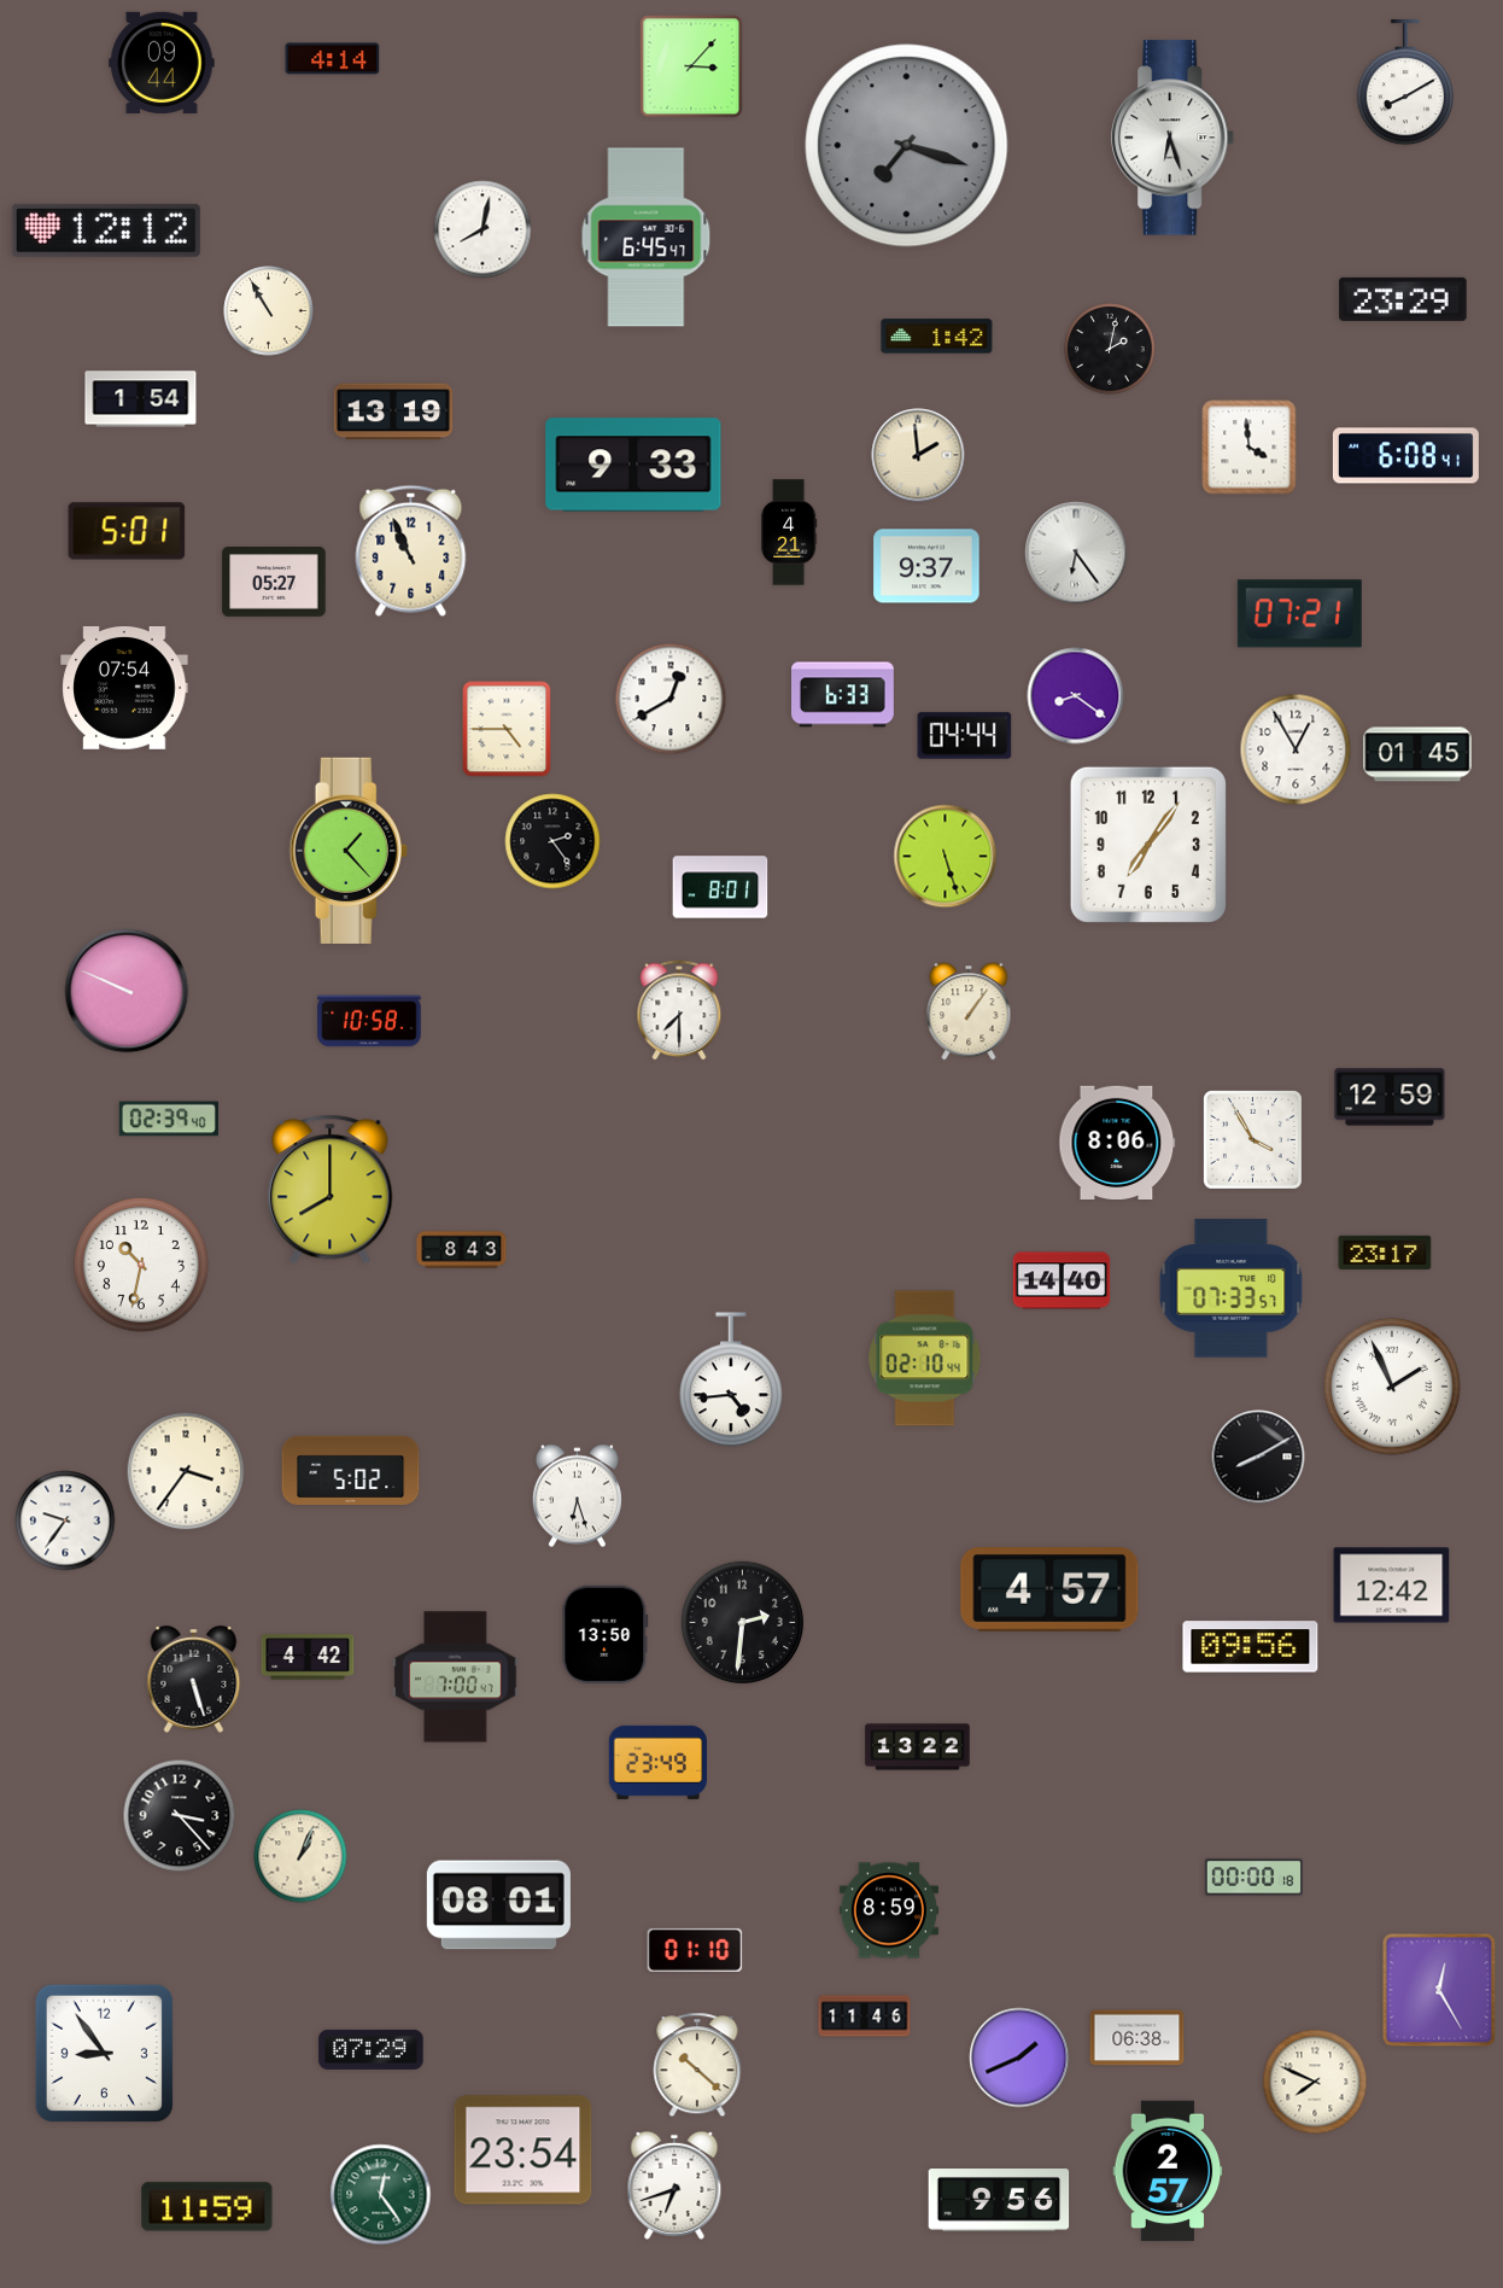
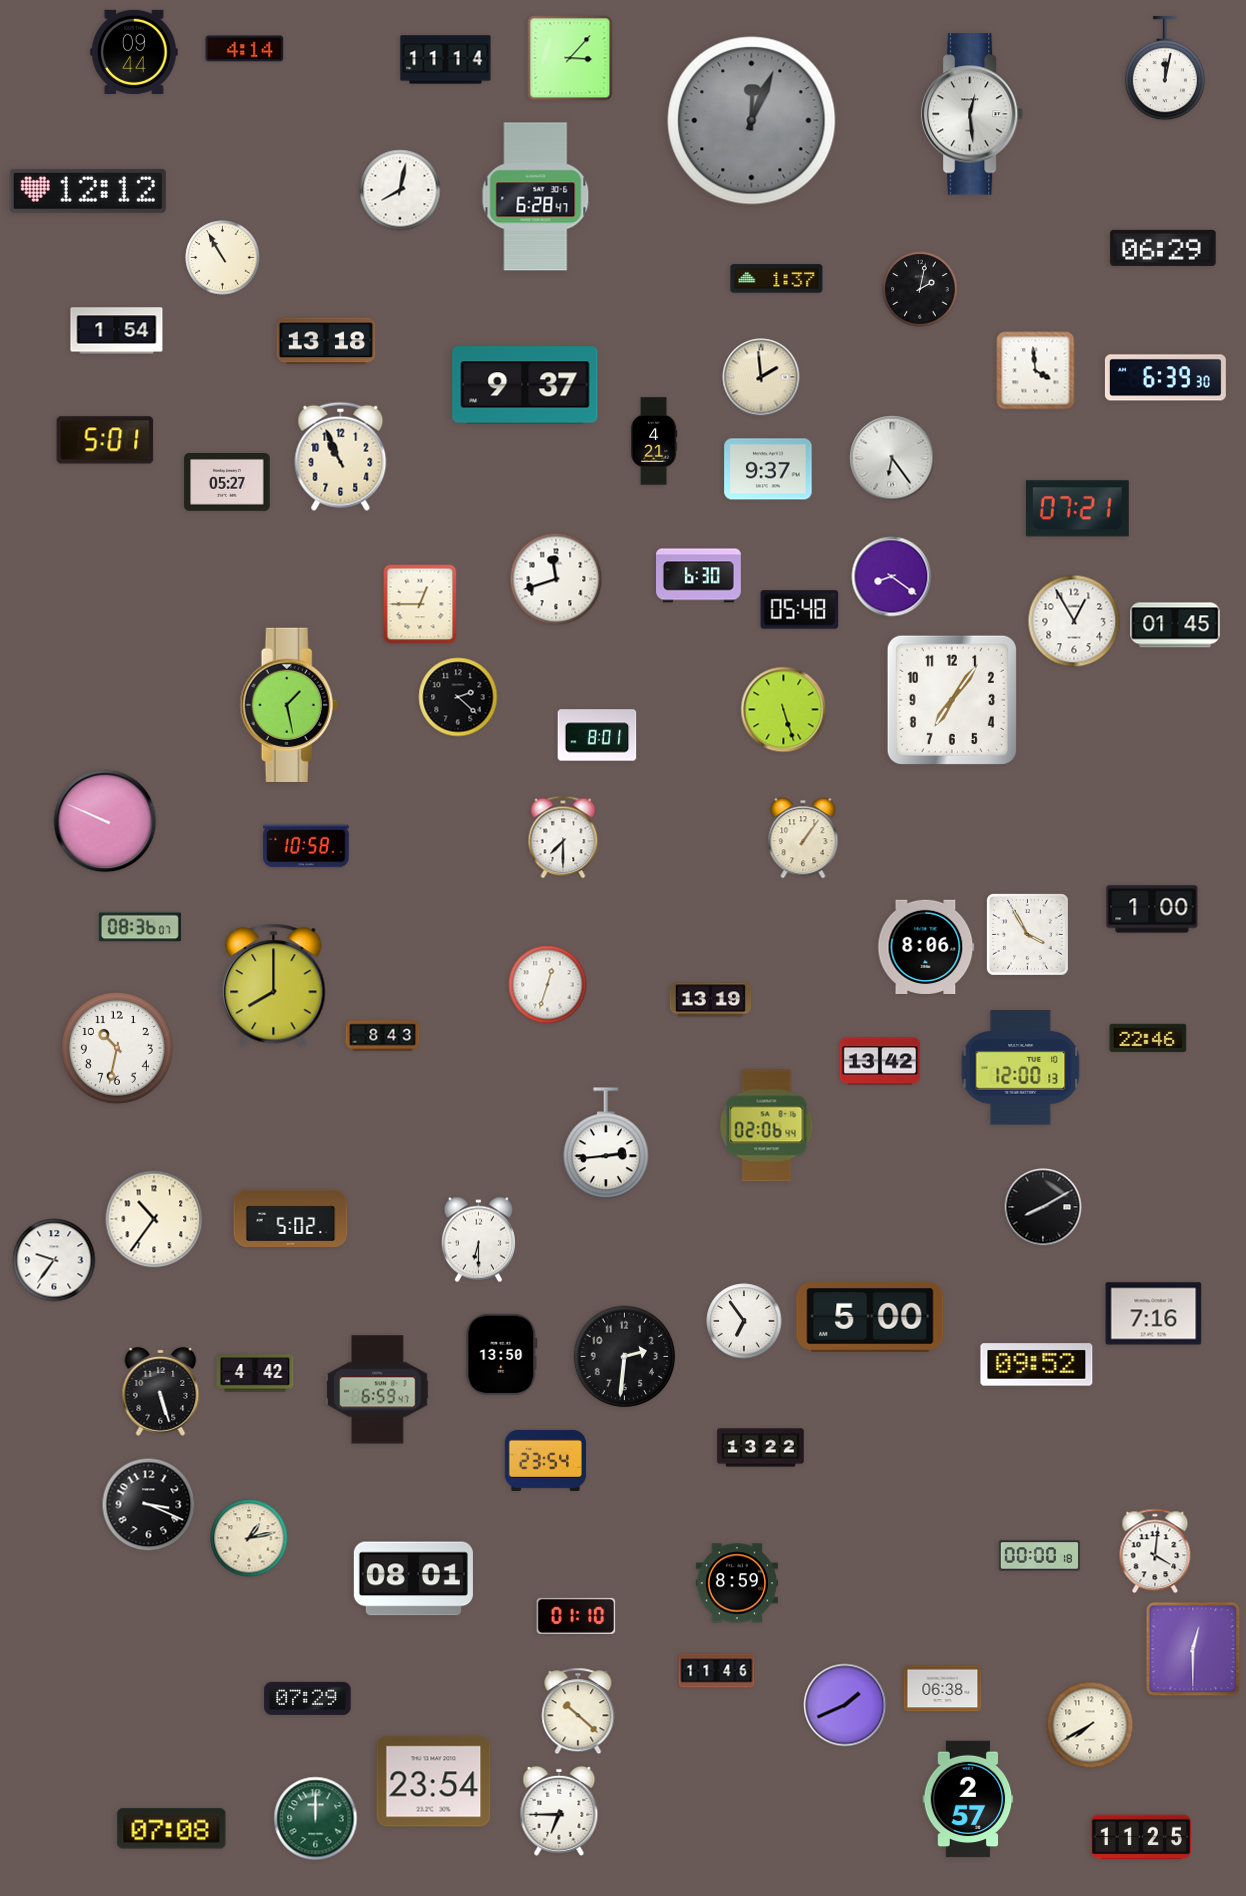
clock at (333, 59) position: (333, 59) -> (245, 49)
clock at (691, 66) position: (691, 66) -> (570, 58)
clock at (446, 60): none -> 11:14
clock at (1405, 83): 8:10 -> 12:02
clock at (1172, 138): 6:27 -> 12:29
clock at (907, 146): 7:18 -> 12:04
clock at (647, 238): 6:45 -> 6:28
clock at (1403, 299): 23:29 -> 06:29
clock at (937, 337): 1:42 -> 1:37
clock at (393, 412): 13:19 -> 13:18
clock at (1405, 456): 6:08 -> 6:39
clock at (633, 465): 9:33 -> 9:37
clock at (124, 688): 07:54 -> none
clock at (843, 695): 6:33 -> 6:30
clock at (671, 699): 12:40 -> 11:42
clock at (507, 729): 4:45 -> 12:45
clock at (965, 736): 04:44 -> 05:48
clock at (552, 841): 2:24 -> 2:22
clock at (349, 850): 1:23 -> 1:28
clock at (1390, 1097): 12:59 -> 1:00
clock at (169, 1119): 02:39 -> 08:36
clock at (1252, 1139) position: (1252, 1139) -> (1027, 934)
clock at (548, 985): none -> 12:33
clock at (711, 1000): none -> 13:19
clock at (1385, 1253): 23:17 -> 22:46
clock at (1062, 1280): 14:40 -> 13:42
clock at (1232, 1289): 07:33 -> 12:00
clock at (925, 1359): 02:10 -> 02:06
clock at (731, 1381): 4:44 -> 2:44
clock at (1392, 1387): 1:56 -> none
clock at (186, 1471): 3:36 -> 10:36
clock at (577, 1496): 6:27 -> 6:30
clock at (1392, 1586): 12:42 -> 7:16
clock at (1049, 1590): 4:57 -> 5:00
clock at (744, 1321): none -> 6:54
clock at (743, 1623) position: (743, 1623) -> (625, 1357)
clock at (1251, 1647): 09:56 -> 09:52
clock at (456, 1677): 7:00 -> 6:59
clock at (657, 1762): 23:49 -> 23:54
clock at (180, 1816): 3:23 -> 3:19
clock at (300, 1856): 1:04 -> 1:13
clock at (1155, 1551): none -> 4:01
clock at (1439, 1990): 12:25 -> 12:30
clock at (104, 2053): 8:54 -> none
clock at (1315, 2082): 7:49 -> 7:40
clock at (674, 2185): 6:42 -> 6:45
clock at (381, 2195): 12:24 -> 12:00
clock at (999, 2201): 9:56 -> none
clock at (207, 2207): 11:59 -> 07:08
clock at (1141, 1837): none -> 11:25
